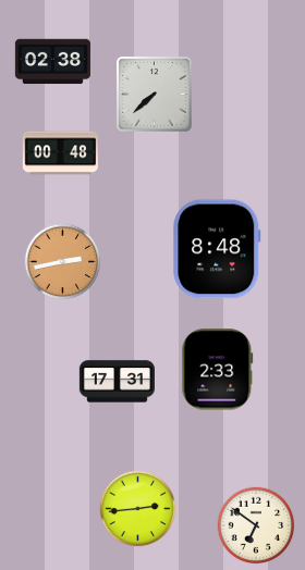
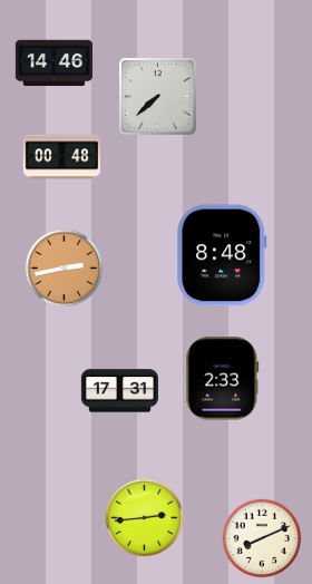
clock at (52, 62): 02:38 -> 14:46
clock at (138, 509) position: (138, 509) -> (145, 518)
clock at (256, 525): 6:51 -> 8:11
